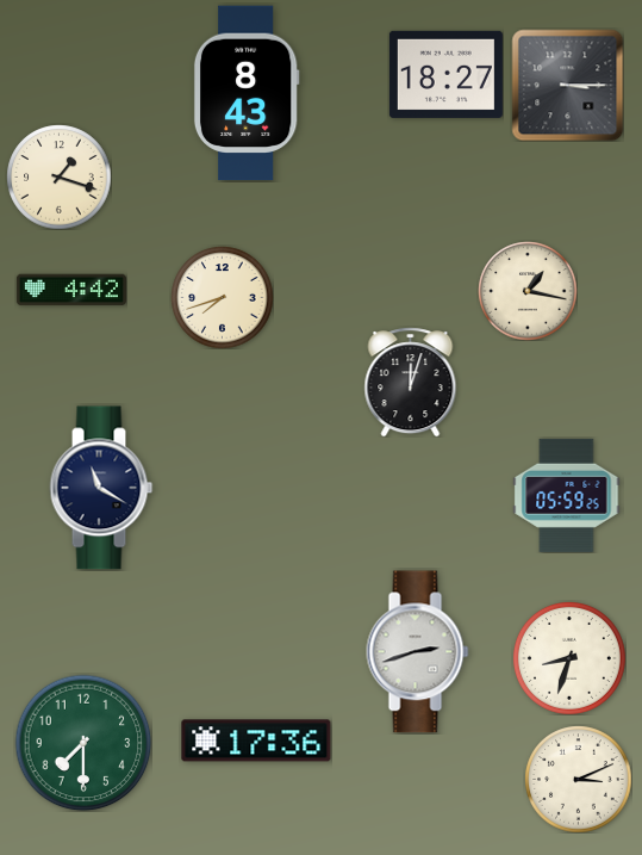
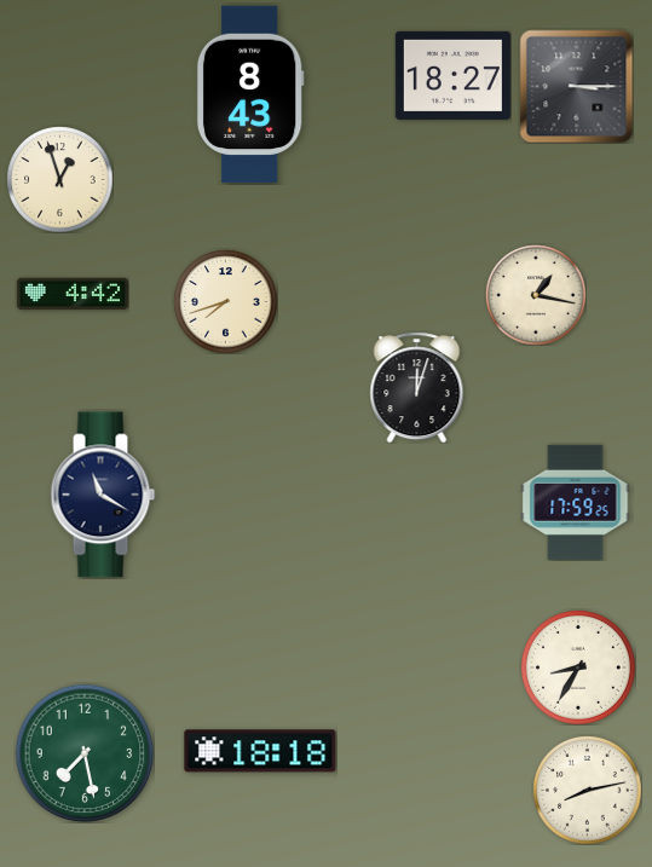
clock at (58, 176): 1:18 -> 12:57
clock at (567, 495): 05:59 -> 17:59
clock at (418, 652): 2:42 -> none
clock at (569, 658): 8:33 -> 8:35
clock at (256, 741): 17:36 -> 18:18
clock at (83, 743): 7:30 -> 7:28
clock at (578, 779): 3:11 -> 8:13
